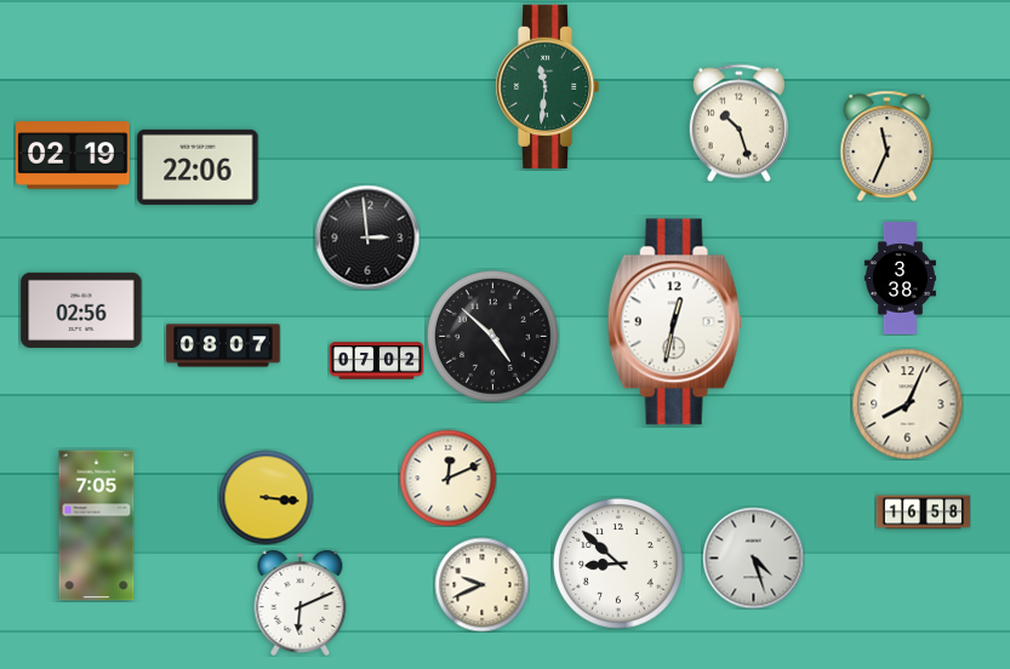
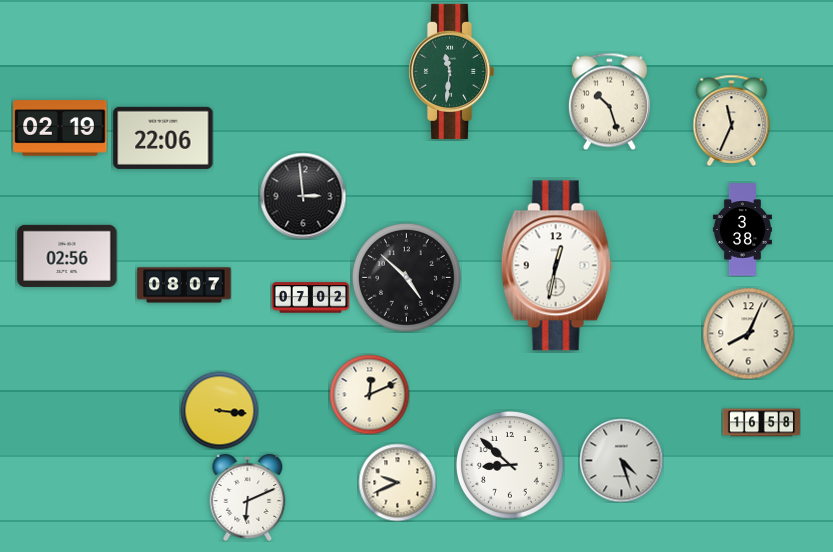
clock at (97, 526): 7:05 -> none
